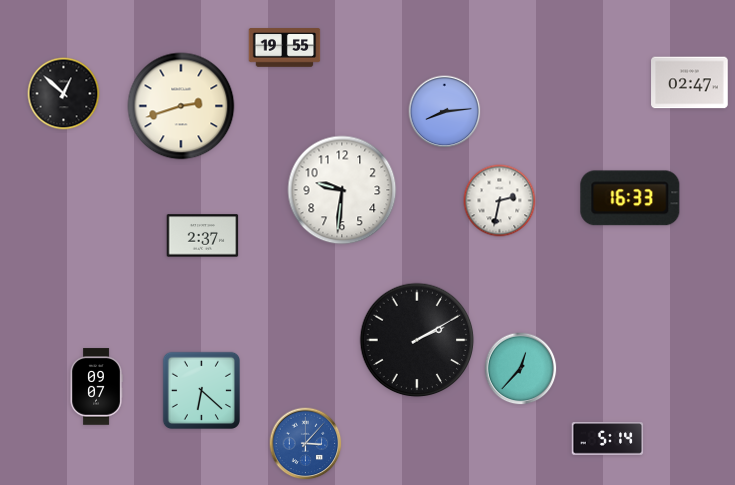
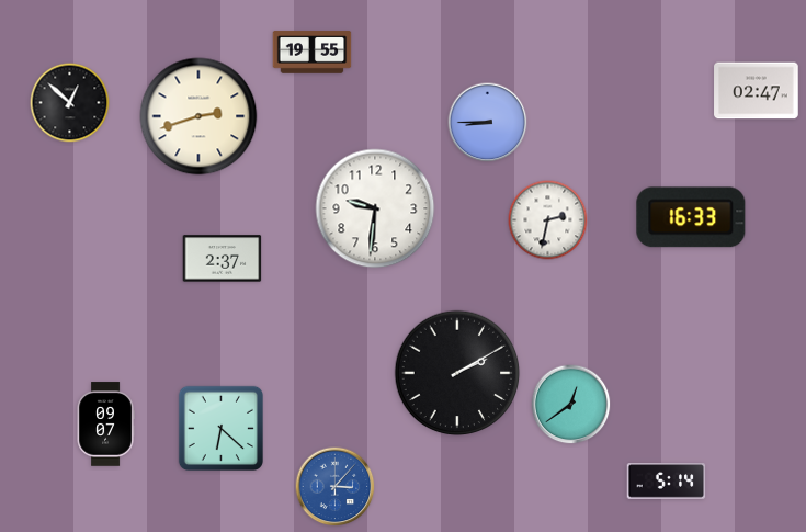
clock at (445, 112): 8:14 -> 8:45
clock at (521, 369): 12:37 -> 12:39
